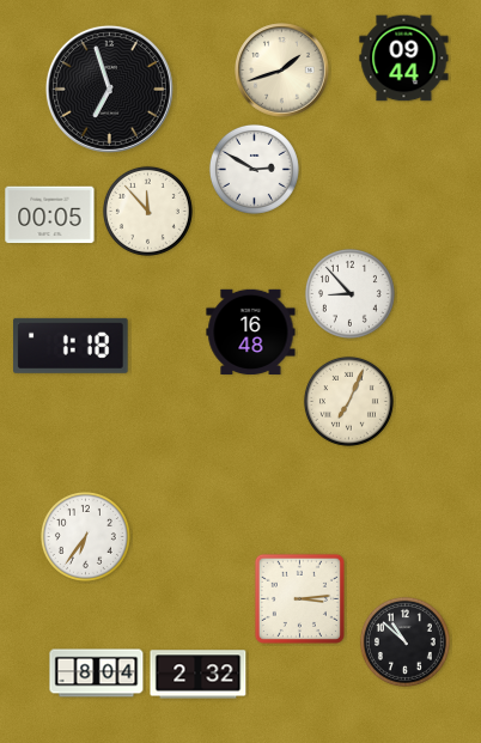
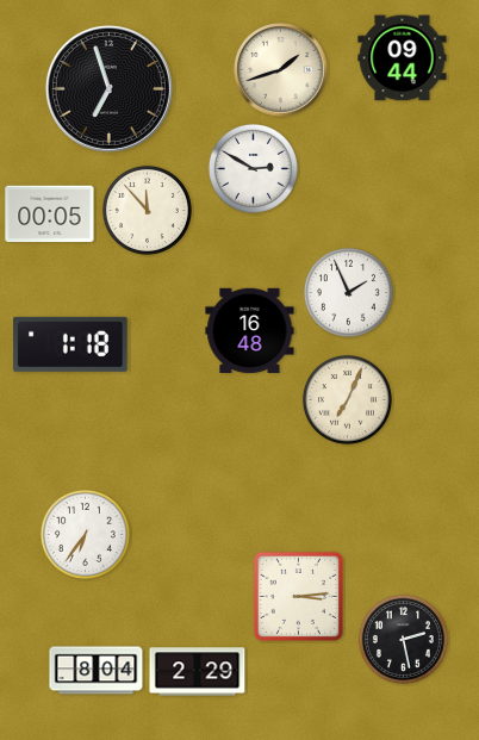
clock at (349, 293): 8:53 -> 1:56
clock at (404, 641): 10:52 -> 2:28
clock at (199, 675): 2:32 -> 2:29
